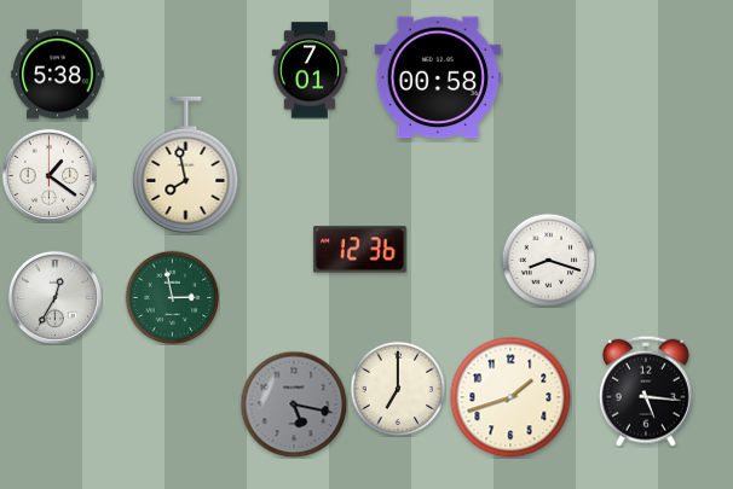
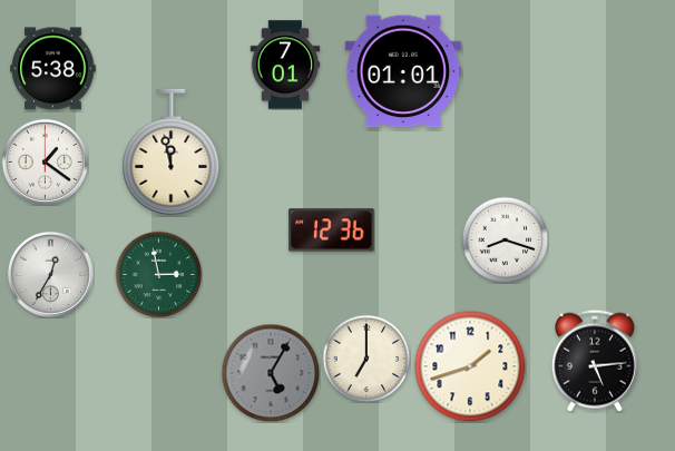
clock at (438, 77): 00:58 -> 01:01
clock at (186, 164): 7:58 -> 11:58
clock at (646, 391): 5:16 -> 5:14
clock at (294, 404): 5:17 -> 5:05
